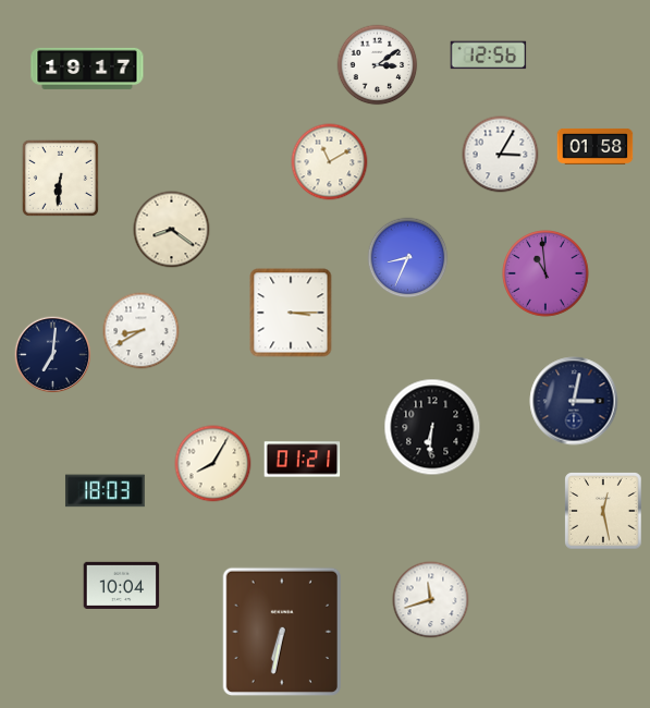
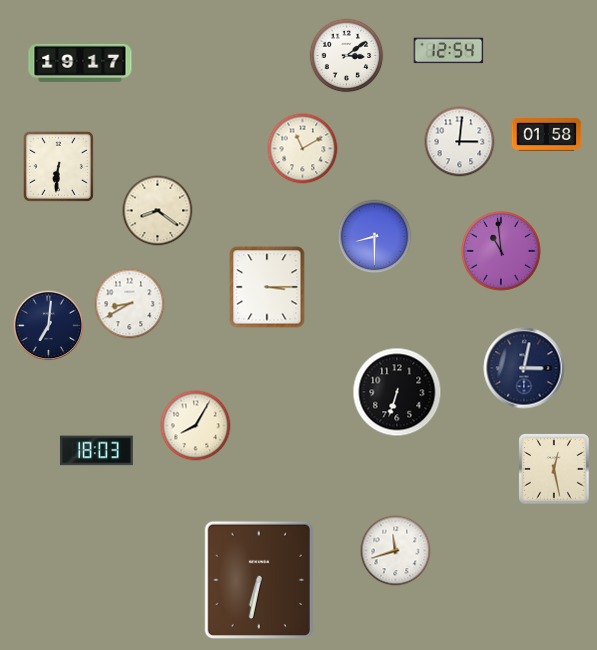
clock at (489, 56): 12:56 -> 12:54
clock at (378, 65) position: (378, 65) -> (347, 56)
clock at (501, 155): 3:05 -> 3:01
clock at (60, 178) position: (60, 178) -> (58, 166)
clock at (408, 258): 8:34 -> 8:30
clock at (574, 401) position: (574, 401) -> (524, 368)
clock at (432, 427): 6:31 -> 6:33
clock at (303, 460): 01:21 -> none
clock at (122, 585): 10:04 -> none
